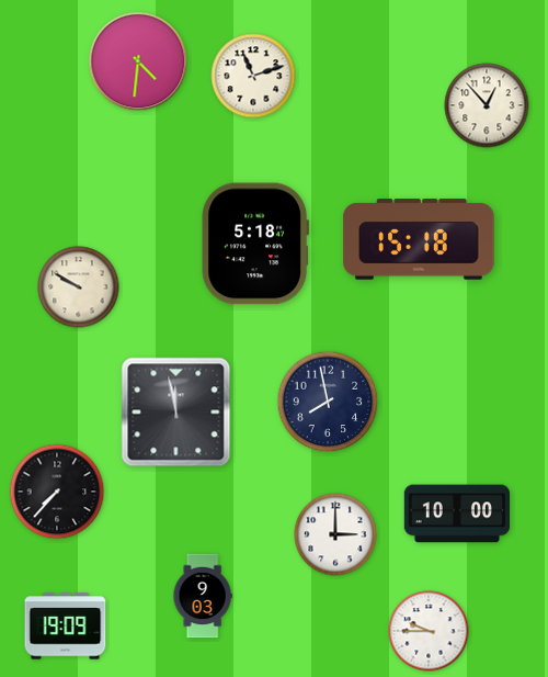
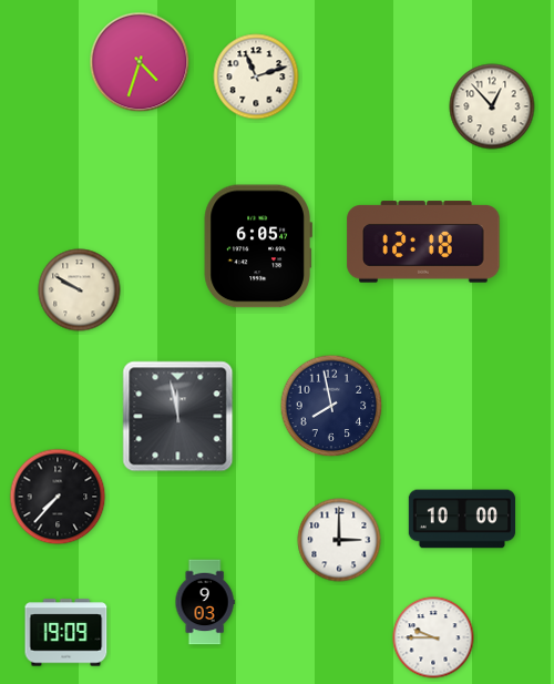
clock at (138, 61): 4:31 -> 4:33
clock at (419, 239): 15:18 -> 12:18
clock at (255, 244): 5:18 -> 6:05
